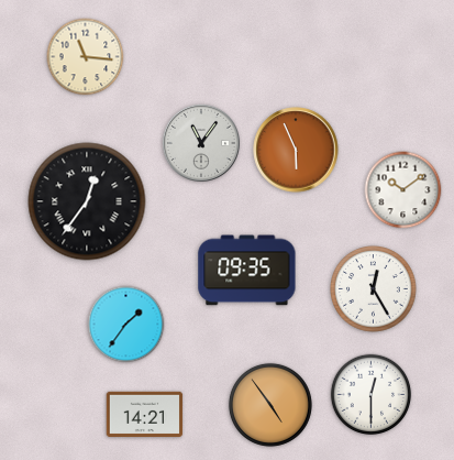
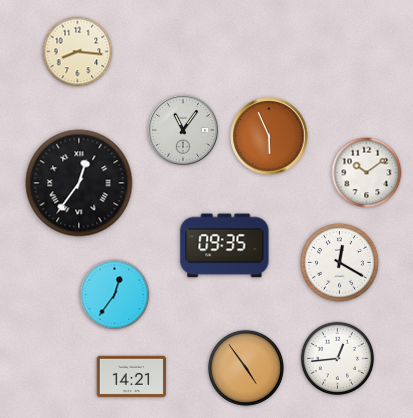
clock at (86, 57): 11:16 -> 8:16
clock at (374, 289): 12:25 -> 12:20
clock at (126, 325): 1:36 -> 12:36
clock at (372, 395): 12:30 -> 12:44
